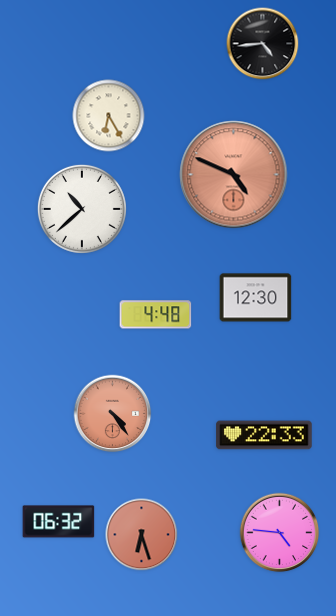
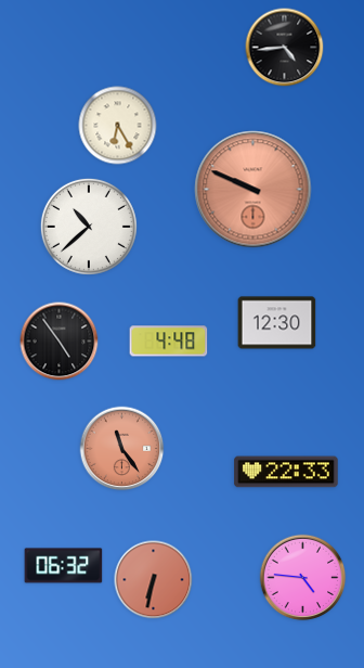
clock at (234, 175): 4:49 -> 9:49
clock at (60, 342): none -> 4:54
clock at (113, 414): 4:24 -> 11:24
clock at (142, 535): 6:27 -> 6:32
